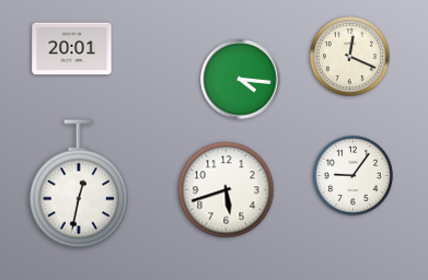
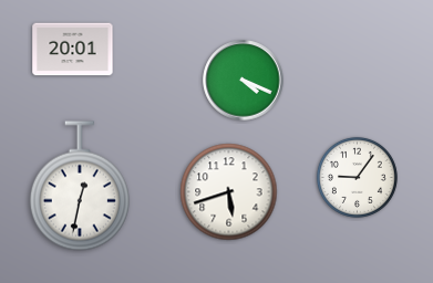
clock at (349, 56): 12:19 -> none
clock at (241, 80): 4:16 -> 4:19
